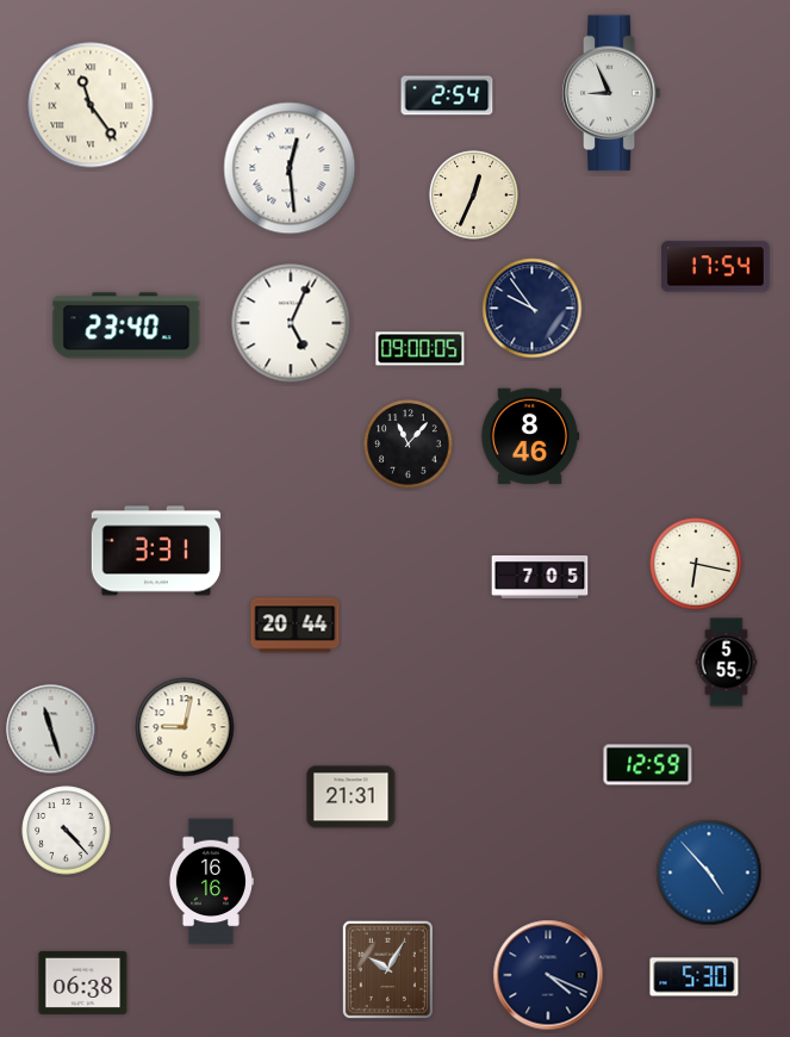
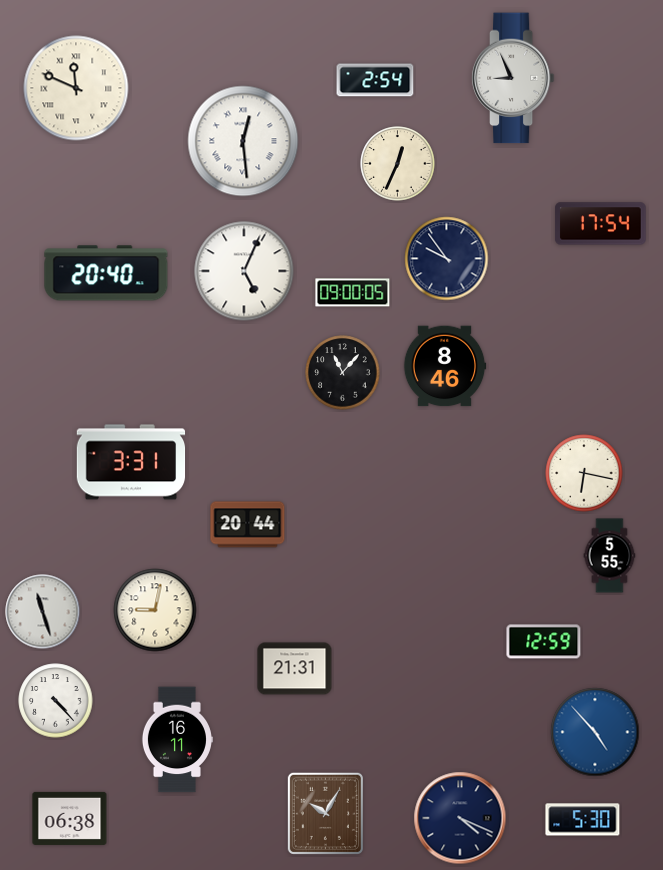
clock at (91, 105): 11:24 -> 11:49
clock at (126, 325): 23:40 -> 20:40
clock at (540, 577): 7:05 -> none
clock at (67, 831) position: (67, 831) -> (56, 701)
clock at (211, 882): 16:16 -> 16:11
clock at (83, 982) position: (83, 982) -> (70, 818)
